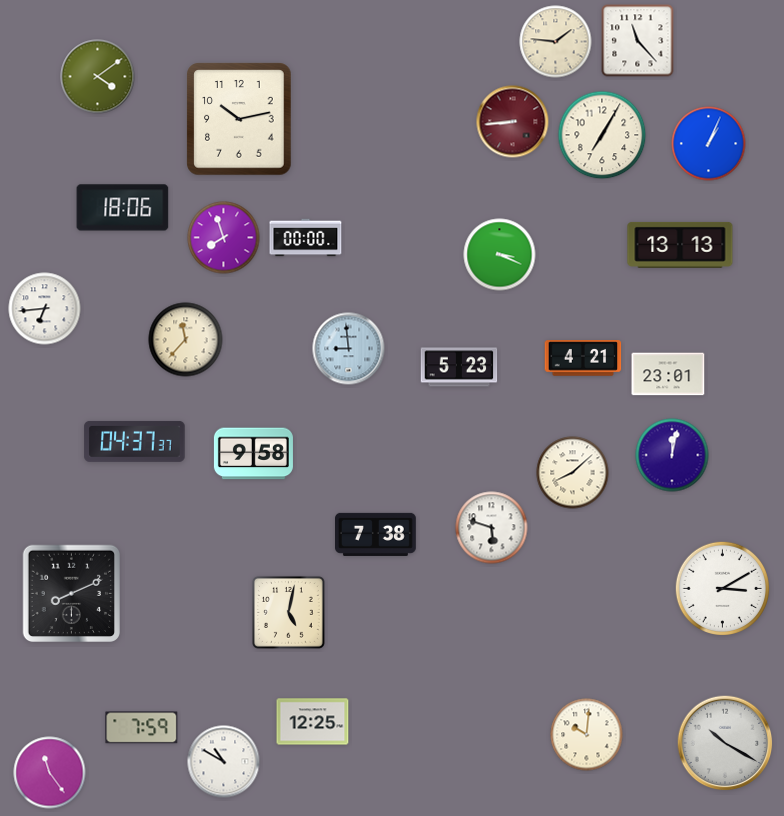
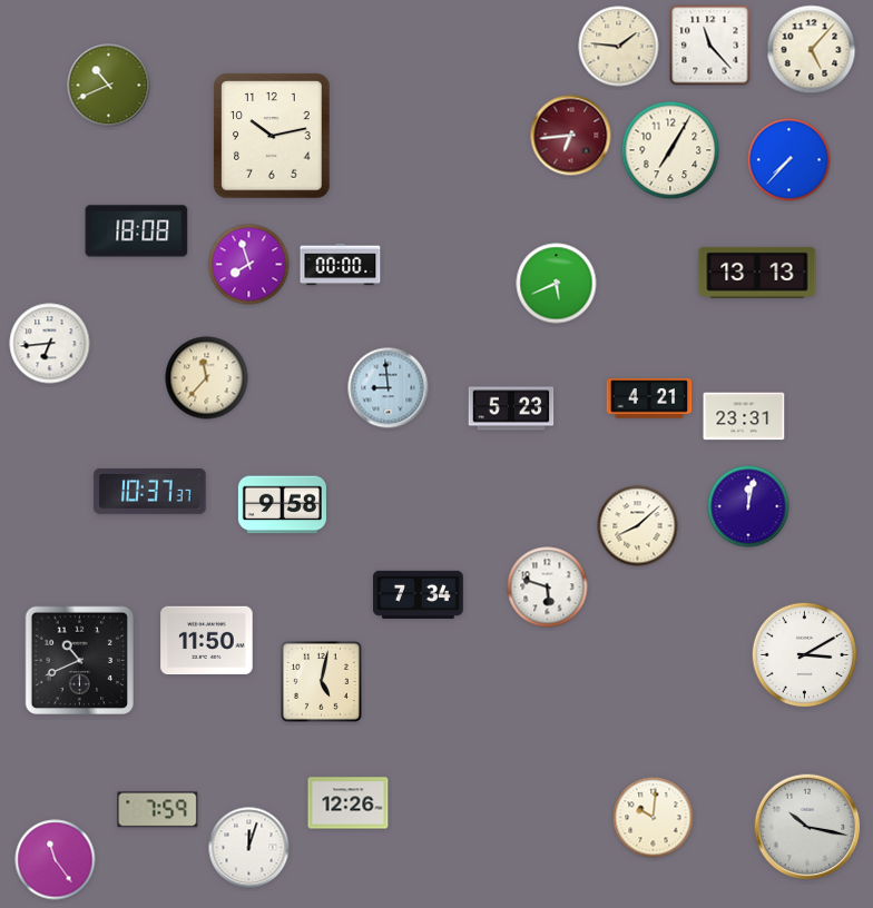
clock at (812, 50): none -> 5:07
clock at (98, 77): 4:09 -> 10:41
clock at (239, 119) position: (239, 119) -> (272, 136)
clock at (513, 122): 8:44 -> 6:44
clock at (709, 144): 1:04 -> 7:37
clock at (123, 208): 18:06 -> 18:08
clock at (500, 255): 3:19 -> 5:41
clock at (668, 374): 23:01 -> 23:31
clock at (135, 441): 04:37 -> 10:37
clock at (376, 534): 7:38 -> 7:34
clock at (207, 641): none -> 11:50
clock at (72, 594): 8:11 -> 10:41
clock at (313, 722): 12:25 -> 12:26
clock at (725, 743): 10:20 -> 10:17
clock at (224, 762): 10:50 -> 12:03
